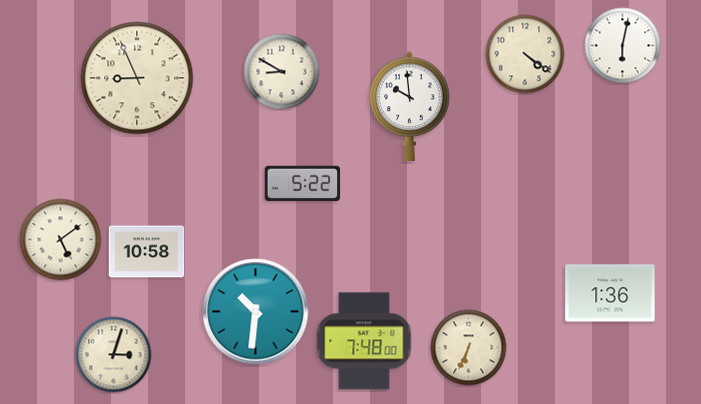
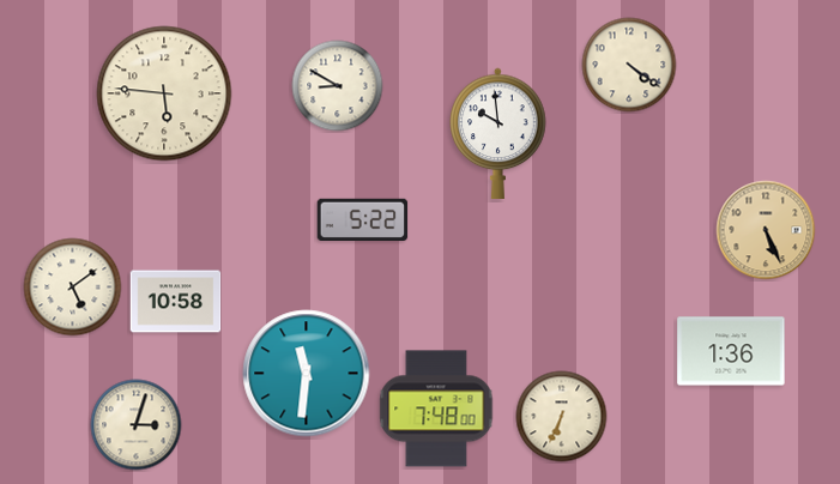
clock at (623, 46): 6:02 -> none
clock at (137, 78): 8:56 -> 5:46
clock at (410, 106) position: (410, 106) -> (498, 133)
clock at (766, 230): none -> 5:26
clock at (256, 312): 10:31 -> 11:31
